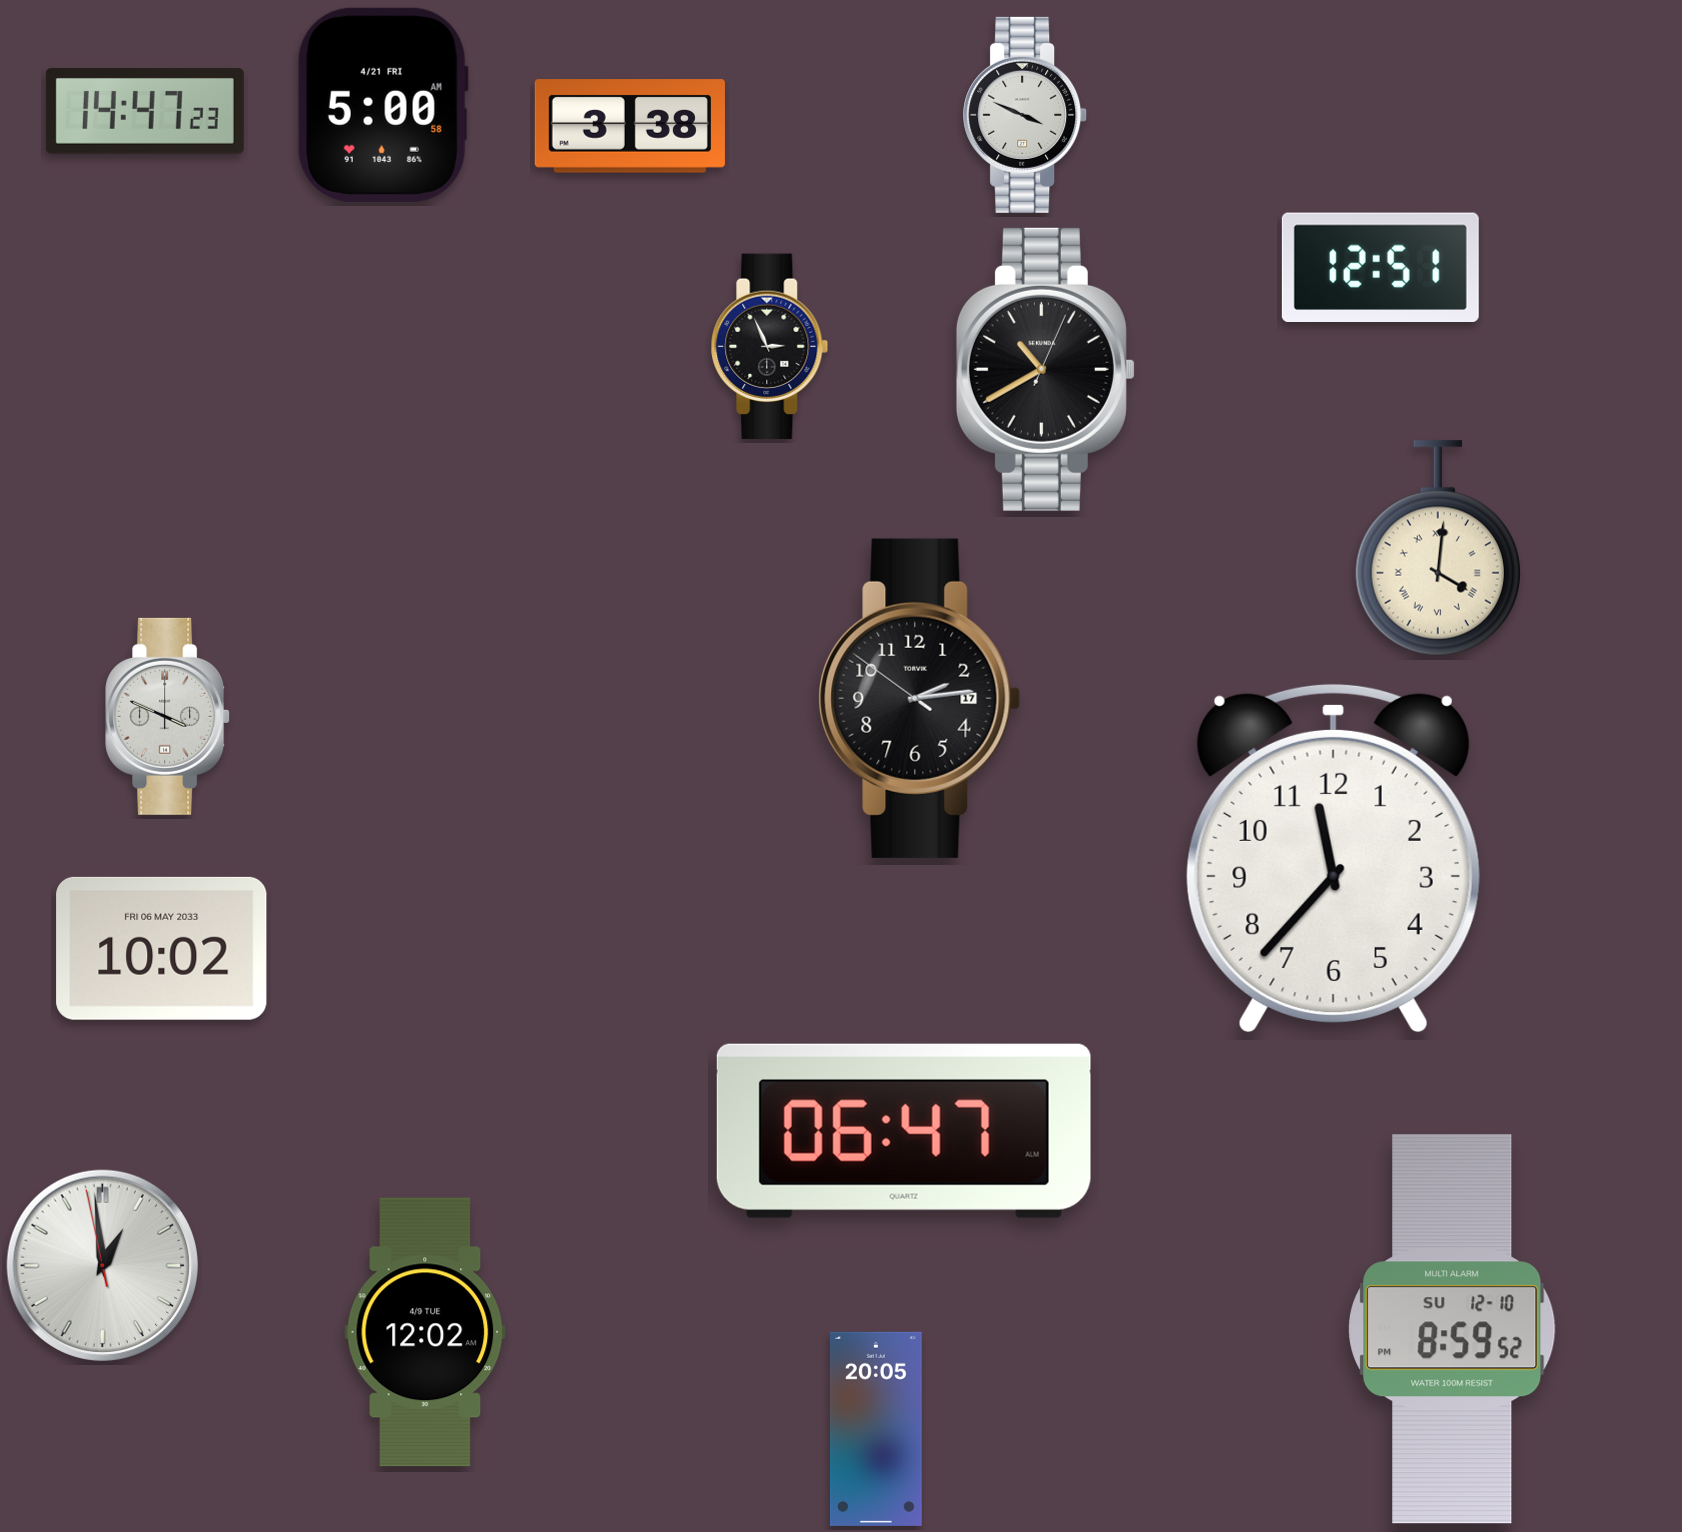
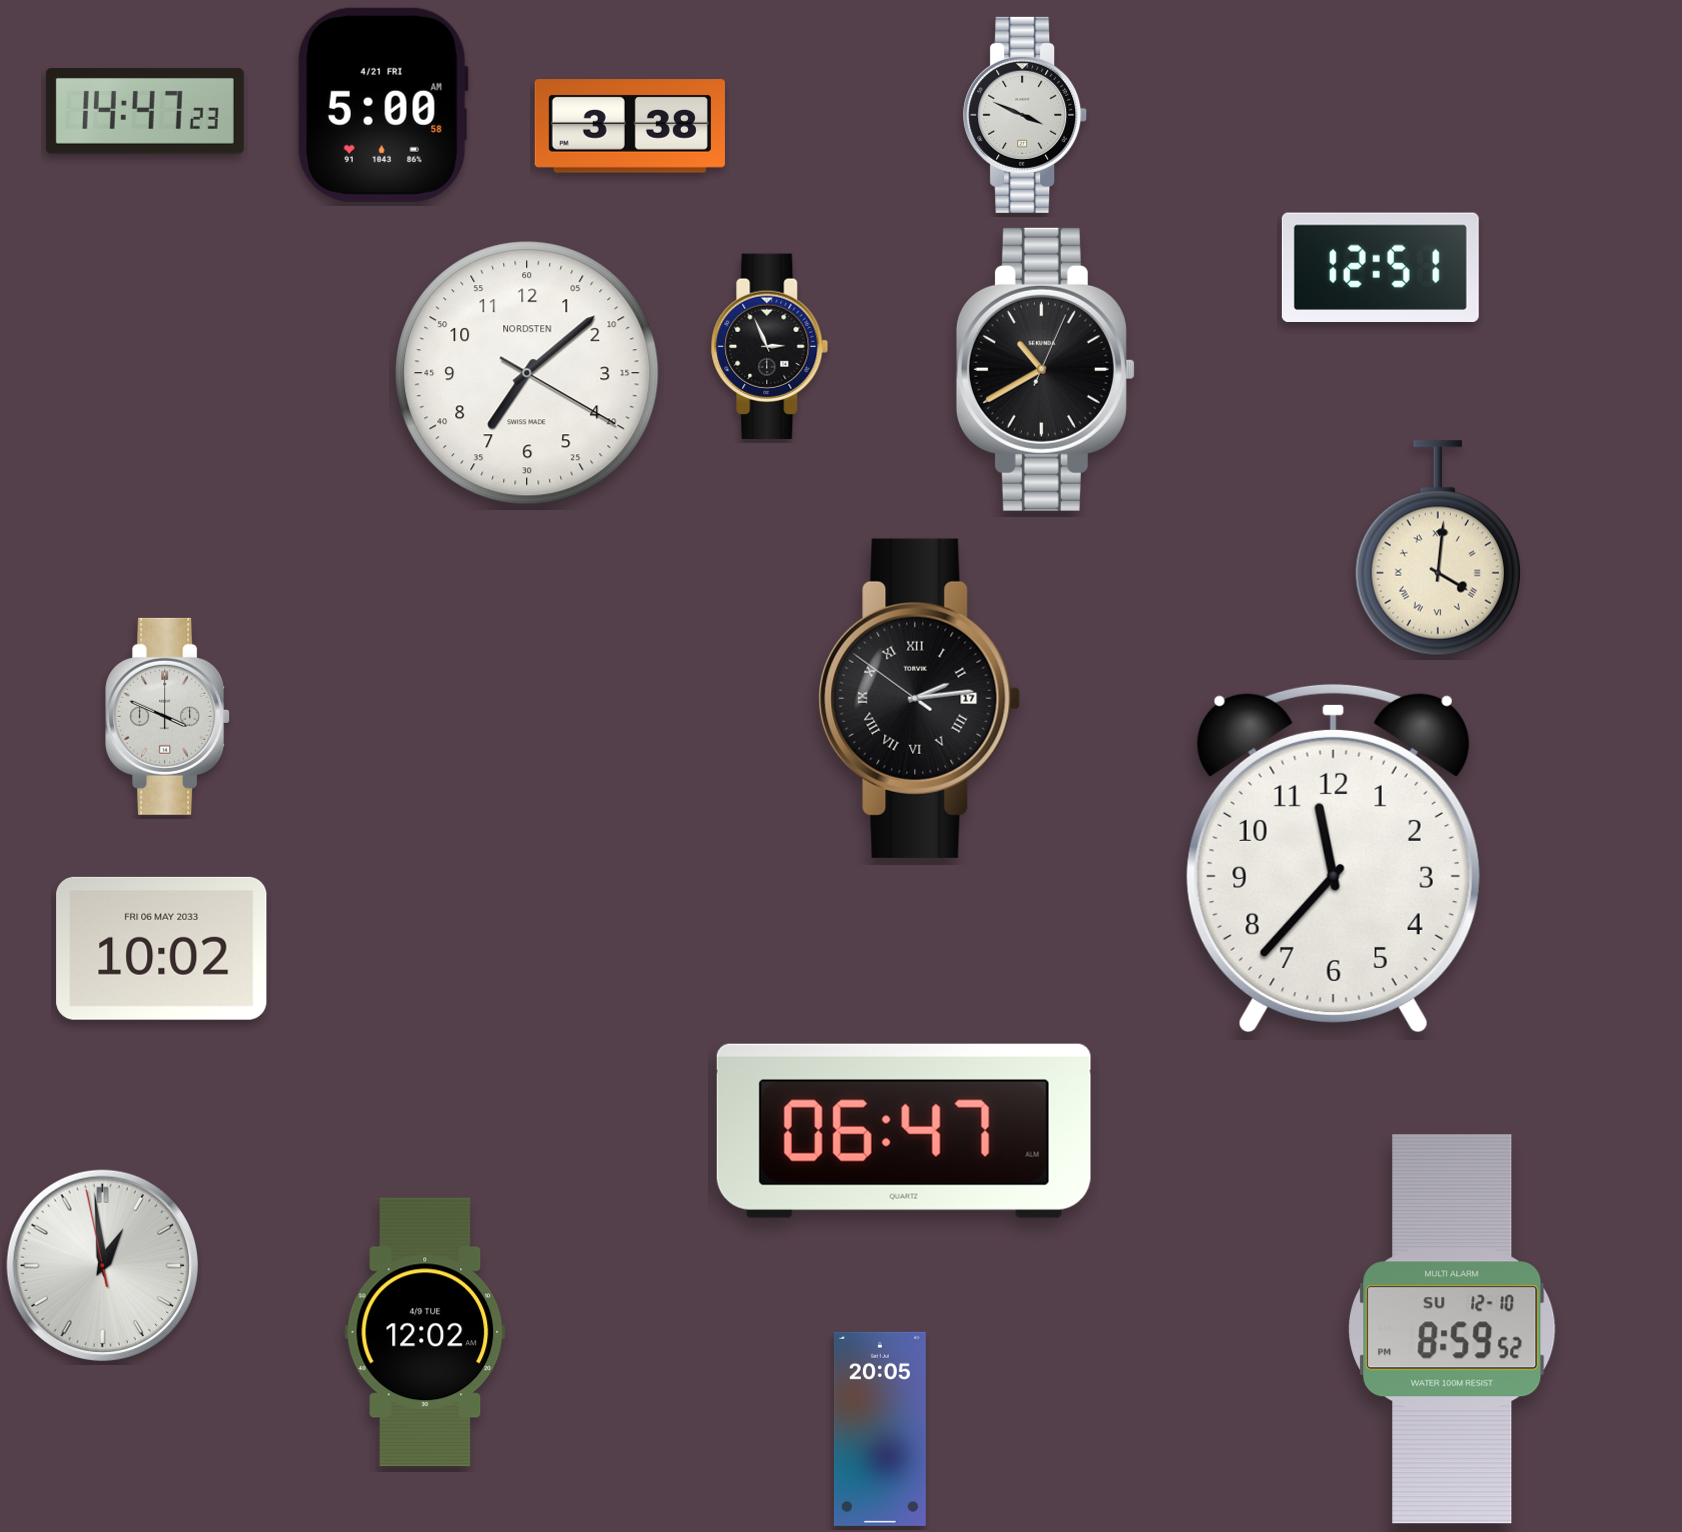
clock at (527, 373): none -> 7:08
clock at (920, 698) numerals: Arabic -> Roman
clock at (876, 1429) position: (876, 1429) -> (880, 1429)
